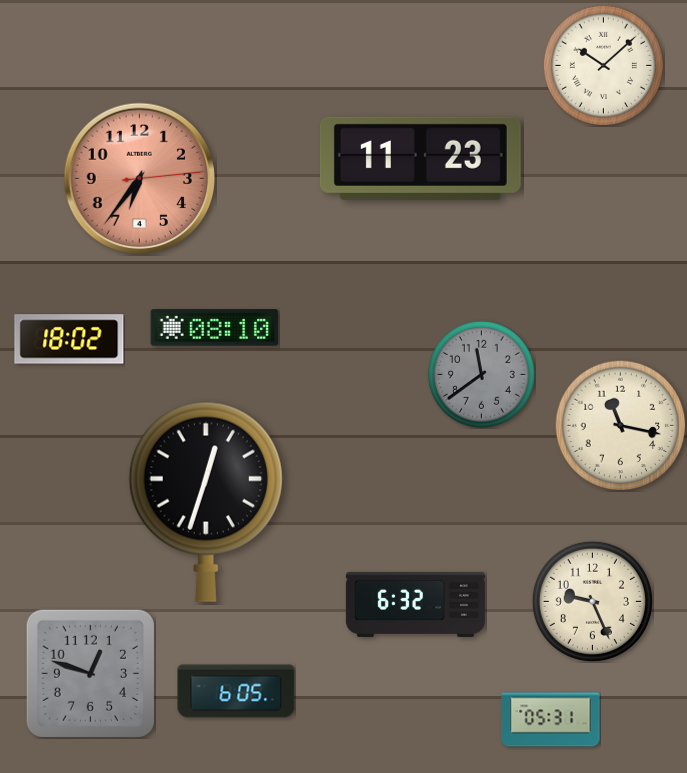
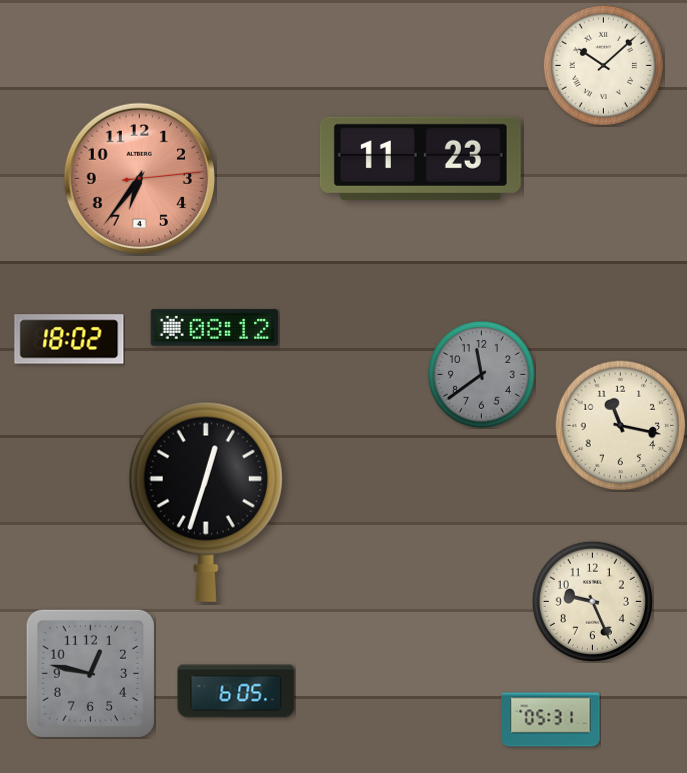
clock at (215, 328): 08:10 -> 08:12
clock at (415, 604): 6:32 -> none
clock at (90, 673): 12:48 -> 12:47
